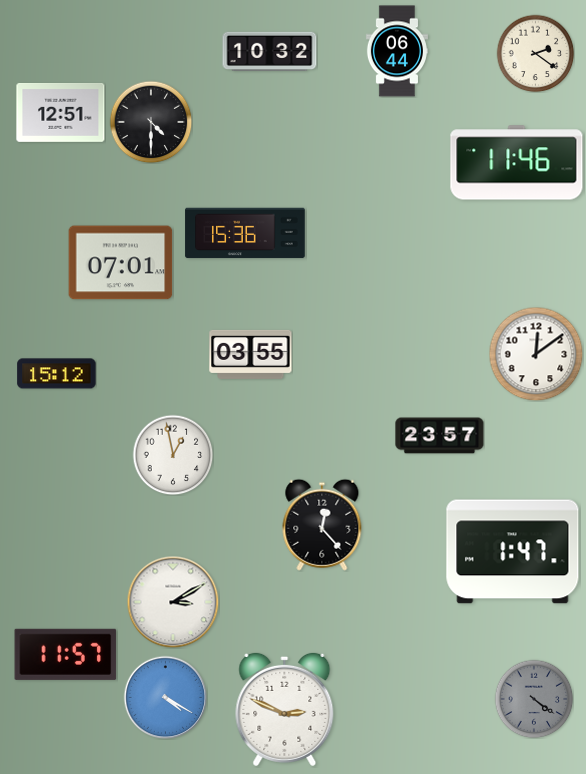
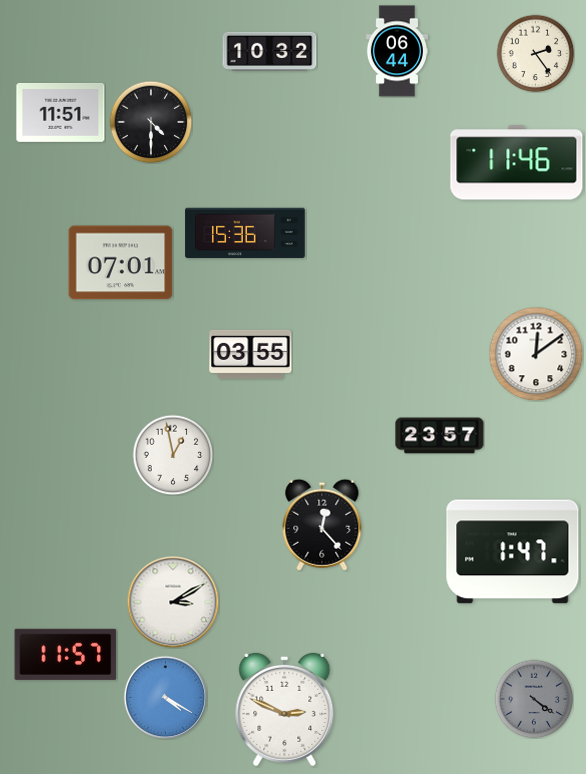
clock at (535, 53): 2:21 -> 2:24
clock at (61, 112): 12:51 -> 11:51
clock at (57, 374): 15:12 -> none
